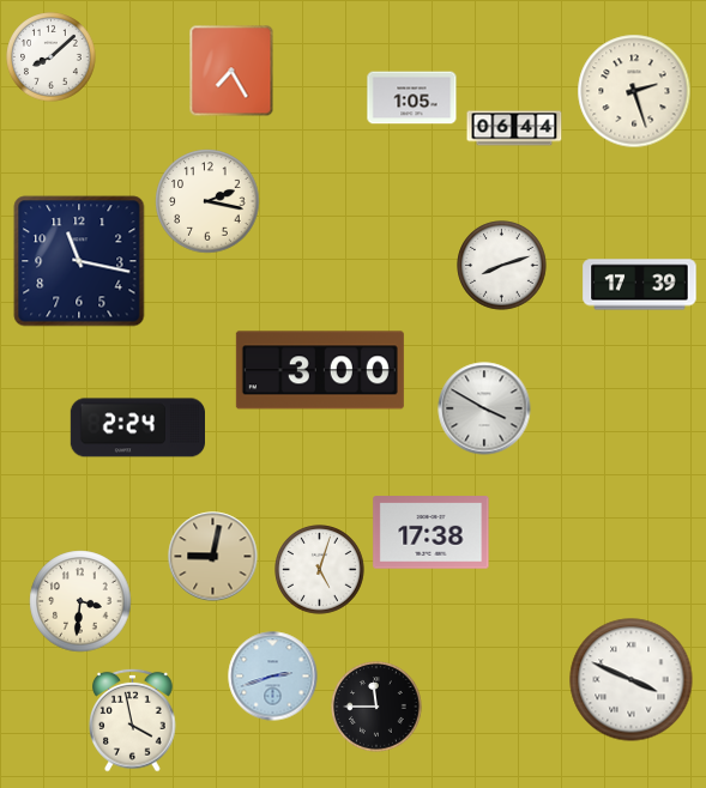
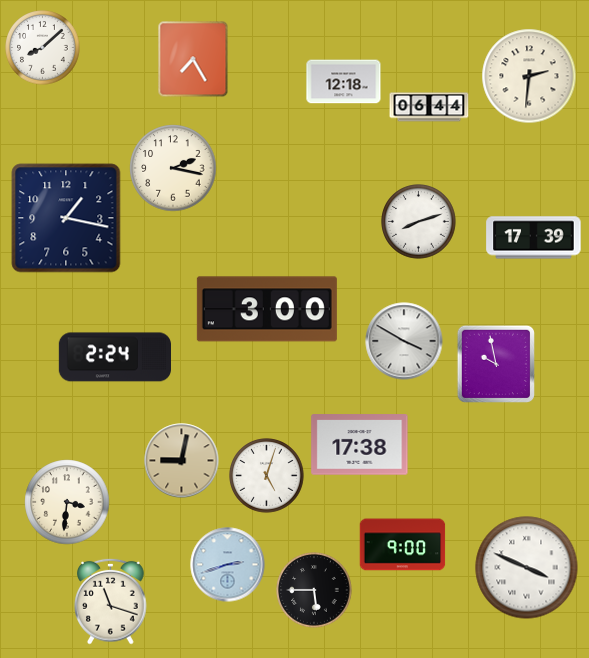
clock at (634, 91): 2:27 -> 2:31
clock at (412, 98): 1:05 -> 12:18
clock at (79, 261): 11:17 -> 1:17
clock at (495, 363): none -> 9:58
clock at (213, 557) position: (213, 557) -> (182, 461)
clock at (403, 545): none -> 9:00
clock at (376, 707): 11:45 -> 5:45
clock at (133, 720): 3:58 -> 11:18
